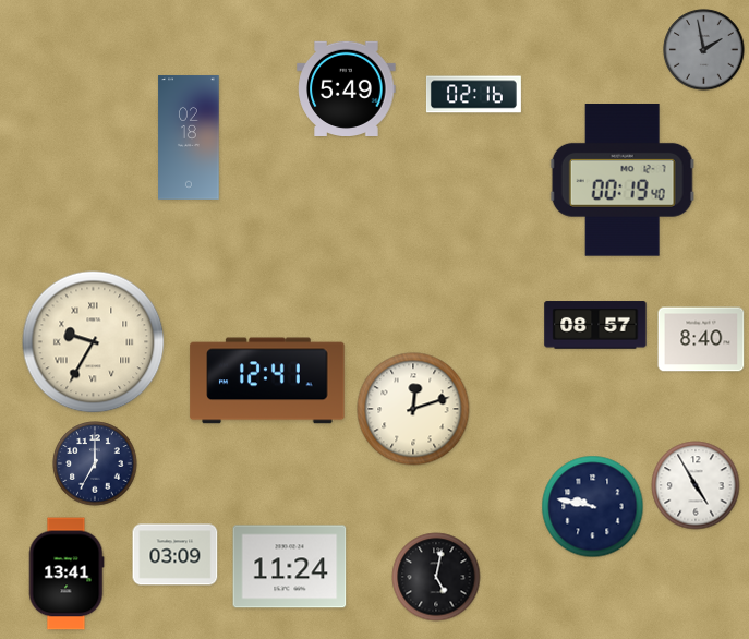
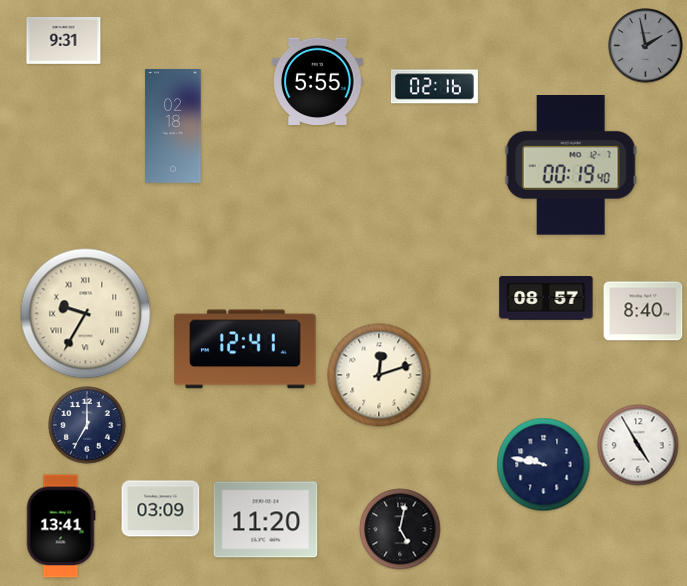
clock at (64, 40): none -> 9:31
clock at (347, 88): 5:49 -> 5:55
clock at (290, 567): 11:24 -> 11:20
